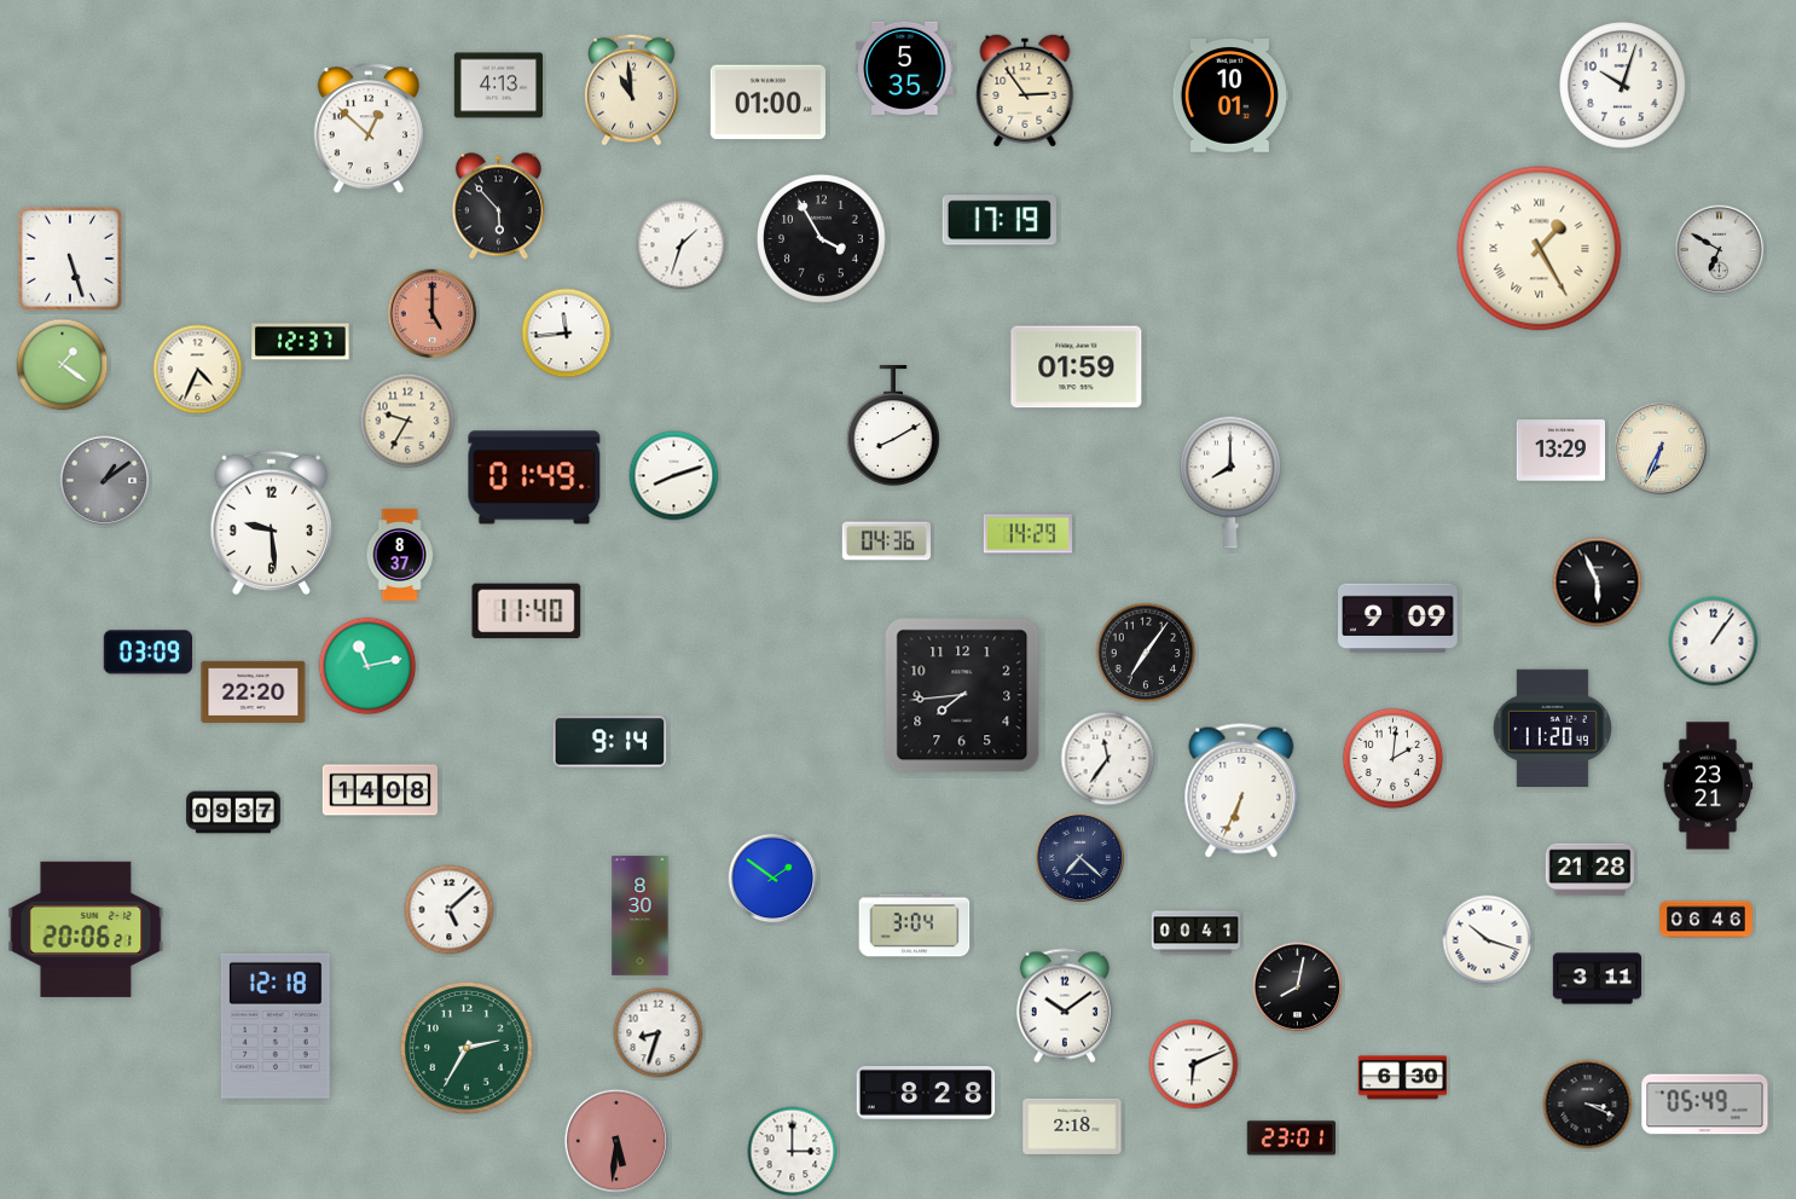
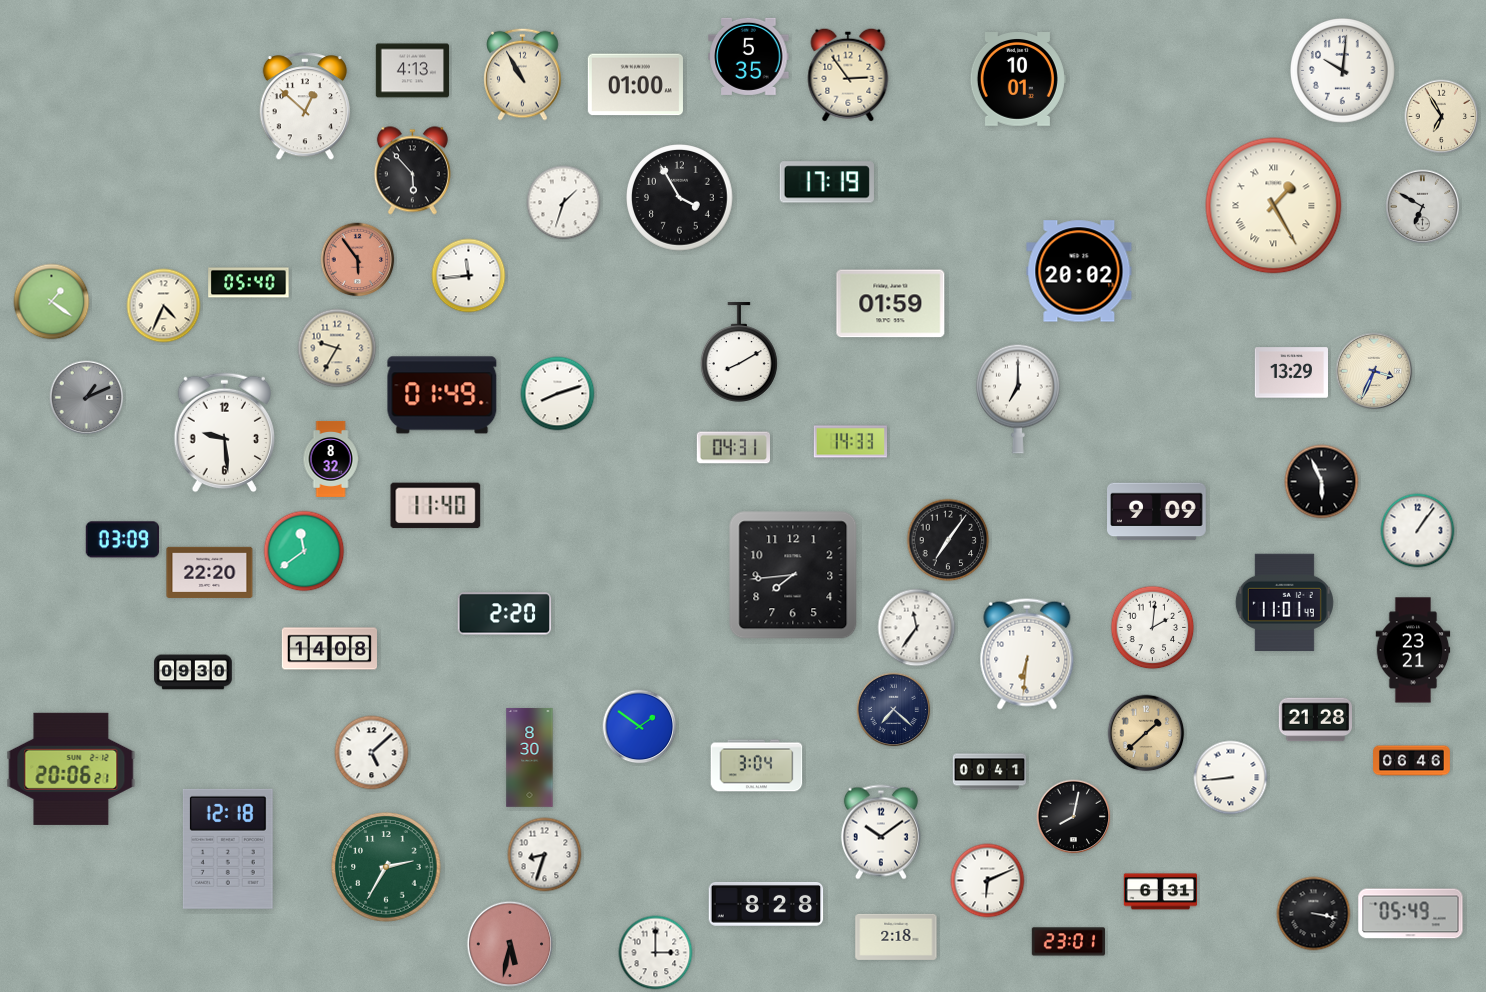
clock at (1623, 86): 10:03 -> 10:01
clock at (632, 89): 10:59 -> 10:55
clock at (1442, 117): none -> 6:55
clock at (70, 259): 5:27 -> none
clock at (433, 314): 5:00 -> 5:54
clock at (1079, 271): none -> 20:02
clock at (301, 342): 12:37 -> 05:40
clock at (1661, 448): 6:34 -> 3:34
clock at (105, 481): 1:09 -> 1:11
clock at (1230, 482): 8:00 -> 7:00
clock at (1027, 534): 14:29 -> 14:33
clock at (887, 541): 04:36 -> 04:31
clock at (400, 555): 8:37 -> 8:32
clock at (367, 666): 11:13 -> 11:39
clock at (962, 695) position: (962, 695) -> (793, 575)
clock at (1552, 728): 11:20 -> 11:01
clock at (610, 742): 9:14 -> 2:20
clock at (380, 790) position: (380, 790) -> (329, 649)
clock at (1241, 790): 6:34 -> 6:31
clock at (233, 812): 09:37 -> 09:30
clock at (1146, 733): none -> 1:38
clock at (1488, 940): 10:18 -> 8:44
clock at (1598, 979): 3:11 -> none
clock at (1402, 1078): 6:30 -> 6:31
clock at (1588, 1105): 3:19 -> 3:17
clock at (1072, 1126) position: (1072, 1126) -> (896, 937)
clock at (616, 1141): 5:31 -> 5:32
